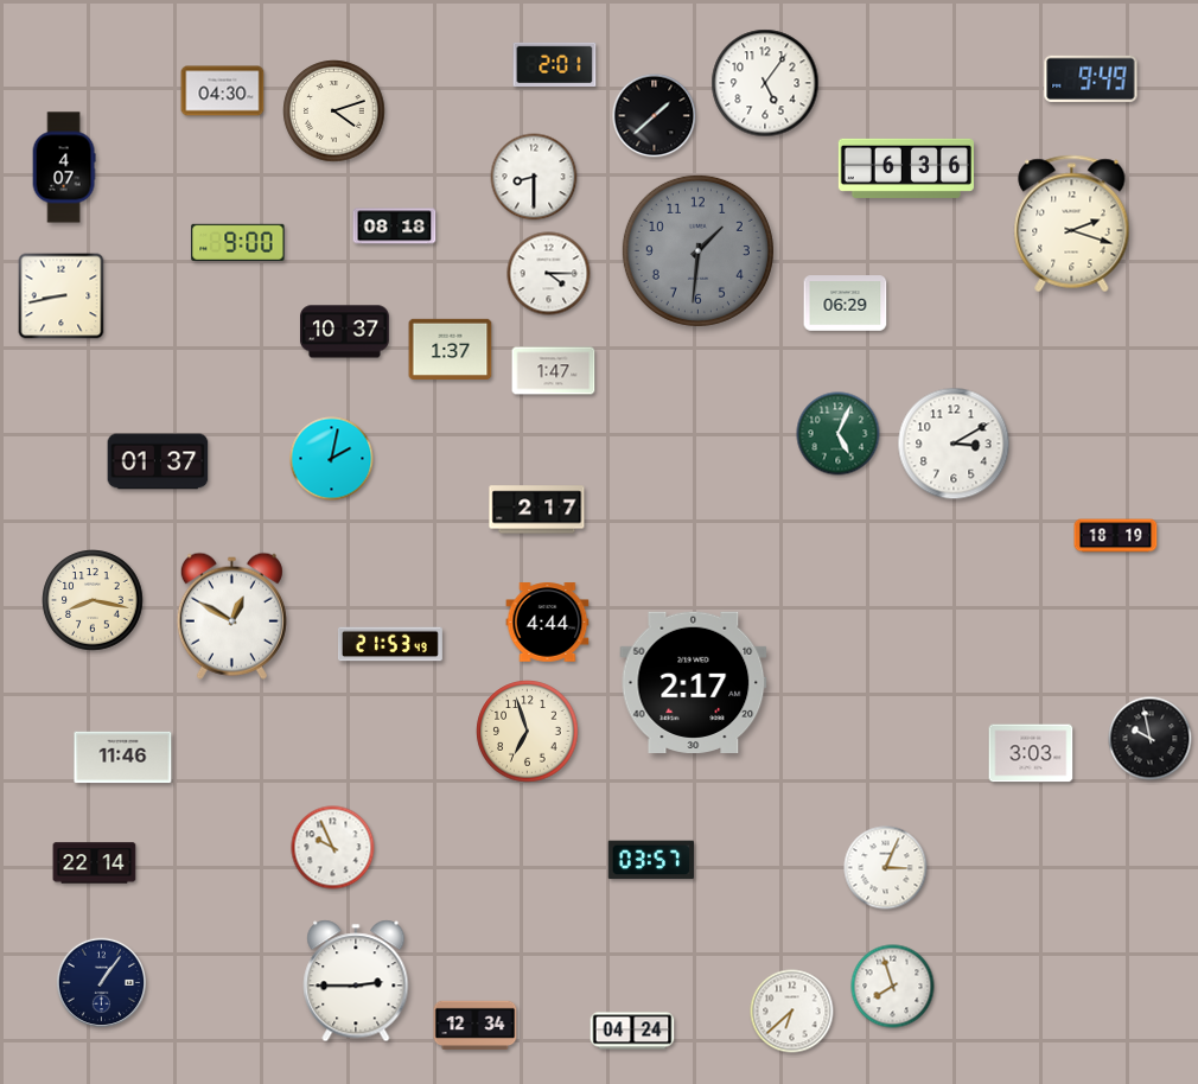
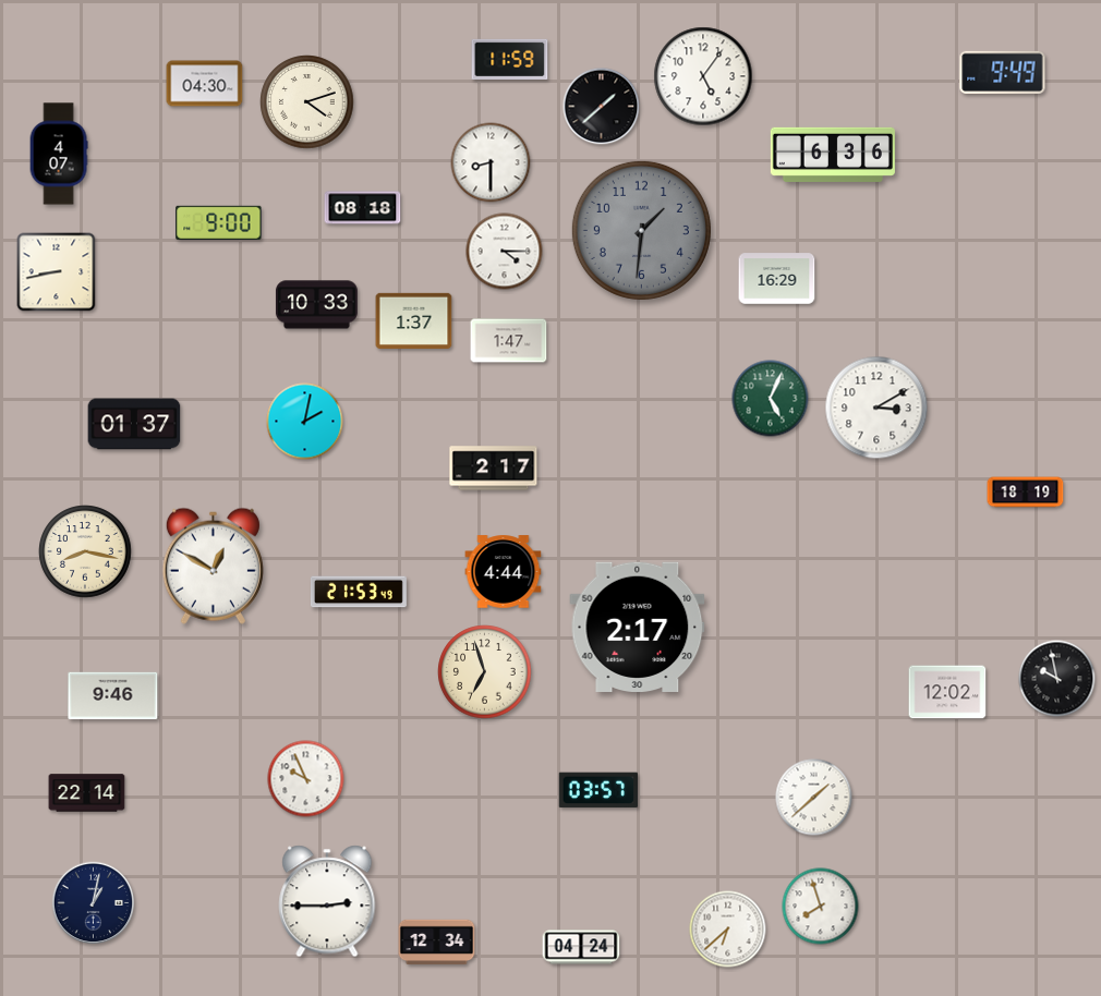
clock at (555, 64): 2:01 -> 11:59
clock at (1072, 224): 2:18 -> none
clock at (846, 304): 06:29 -> 16:29
clock at (344, 332): 10:37 -> 10:33
clock at (158, 461) position: (158, 461) -> (134, 424)
clock at (1031, 753): 3:03 -> 12:02
clock at (123, 758): 11:46 -> 9:46
clock at (886, 868): 3:04 -> 1:38
clock at (102, 983): 1:06 -> 1:02
